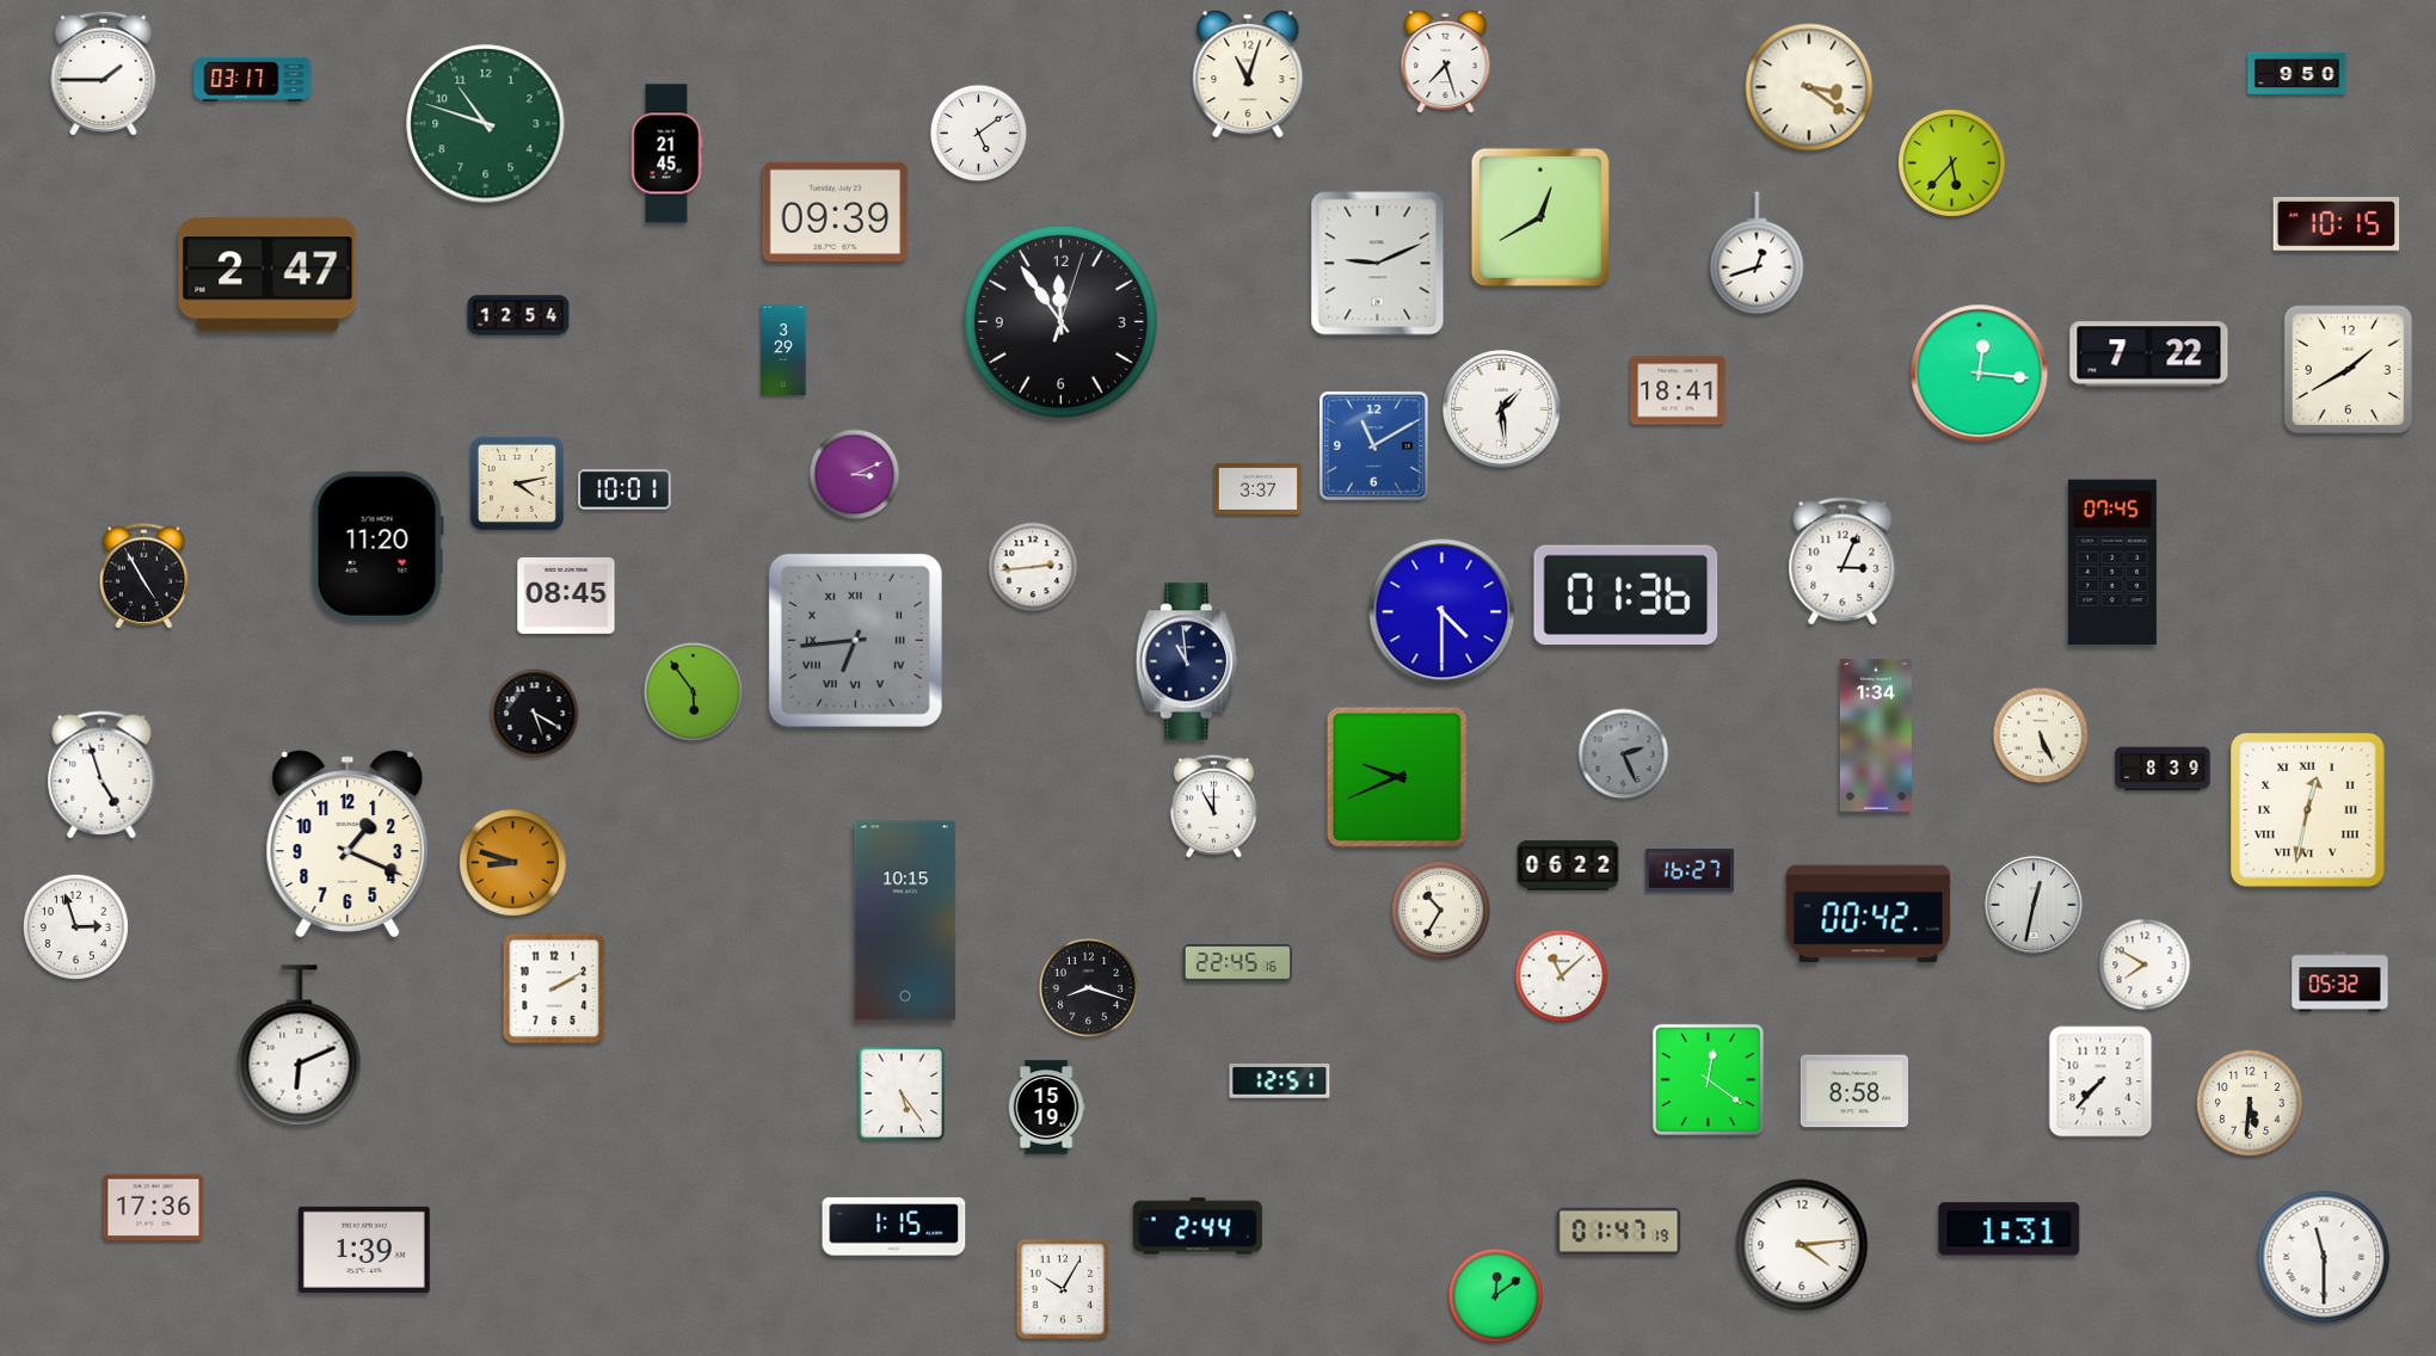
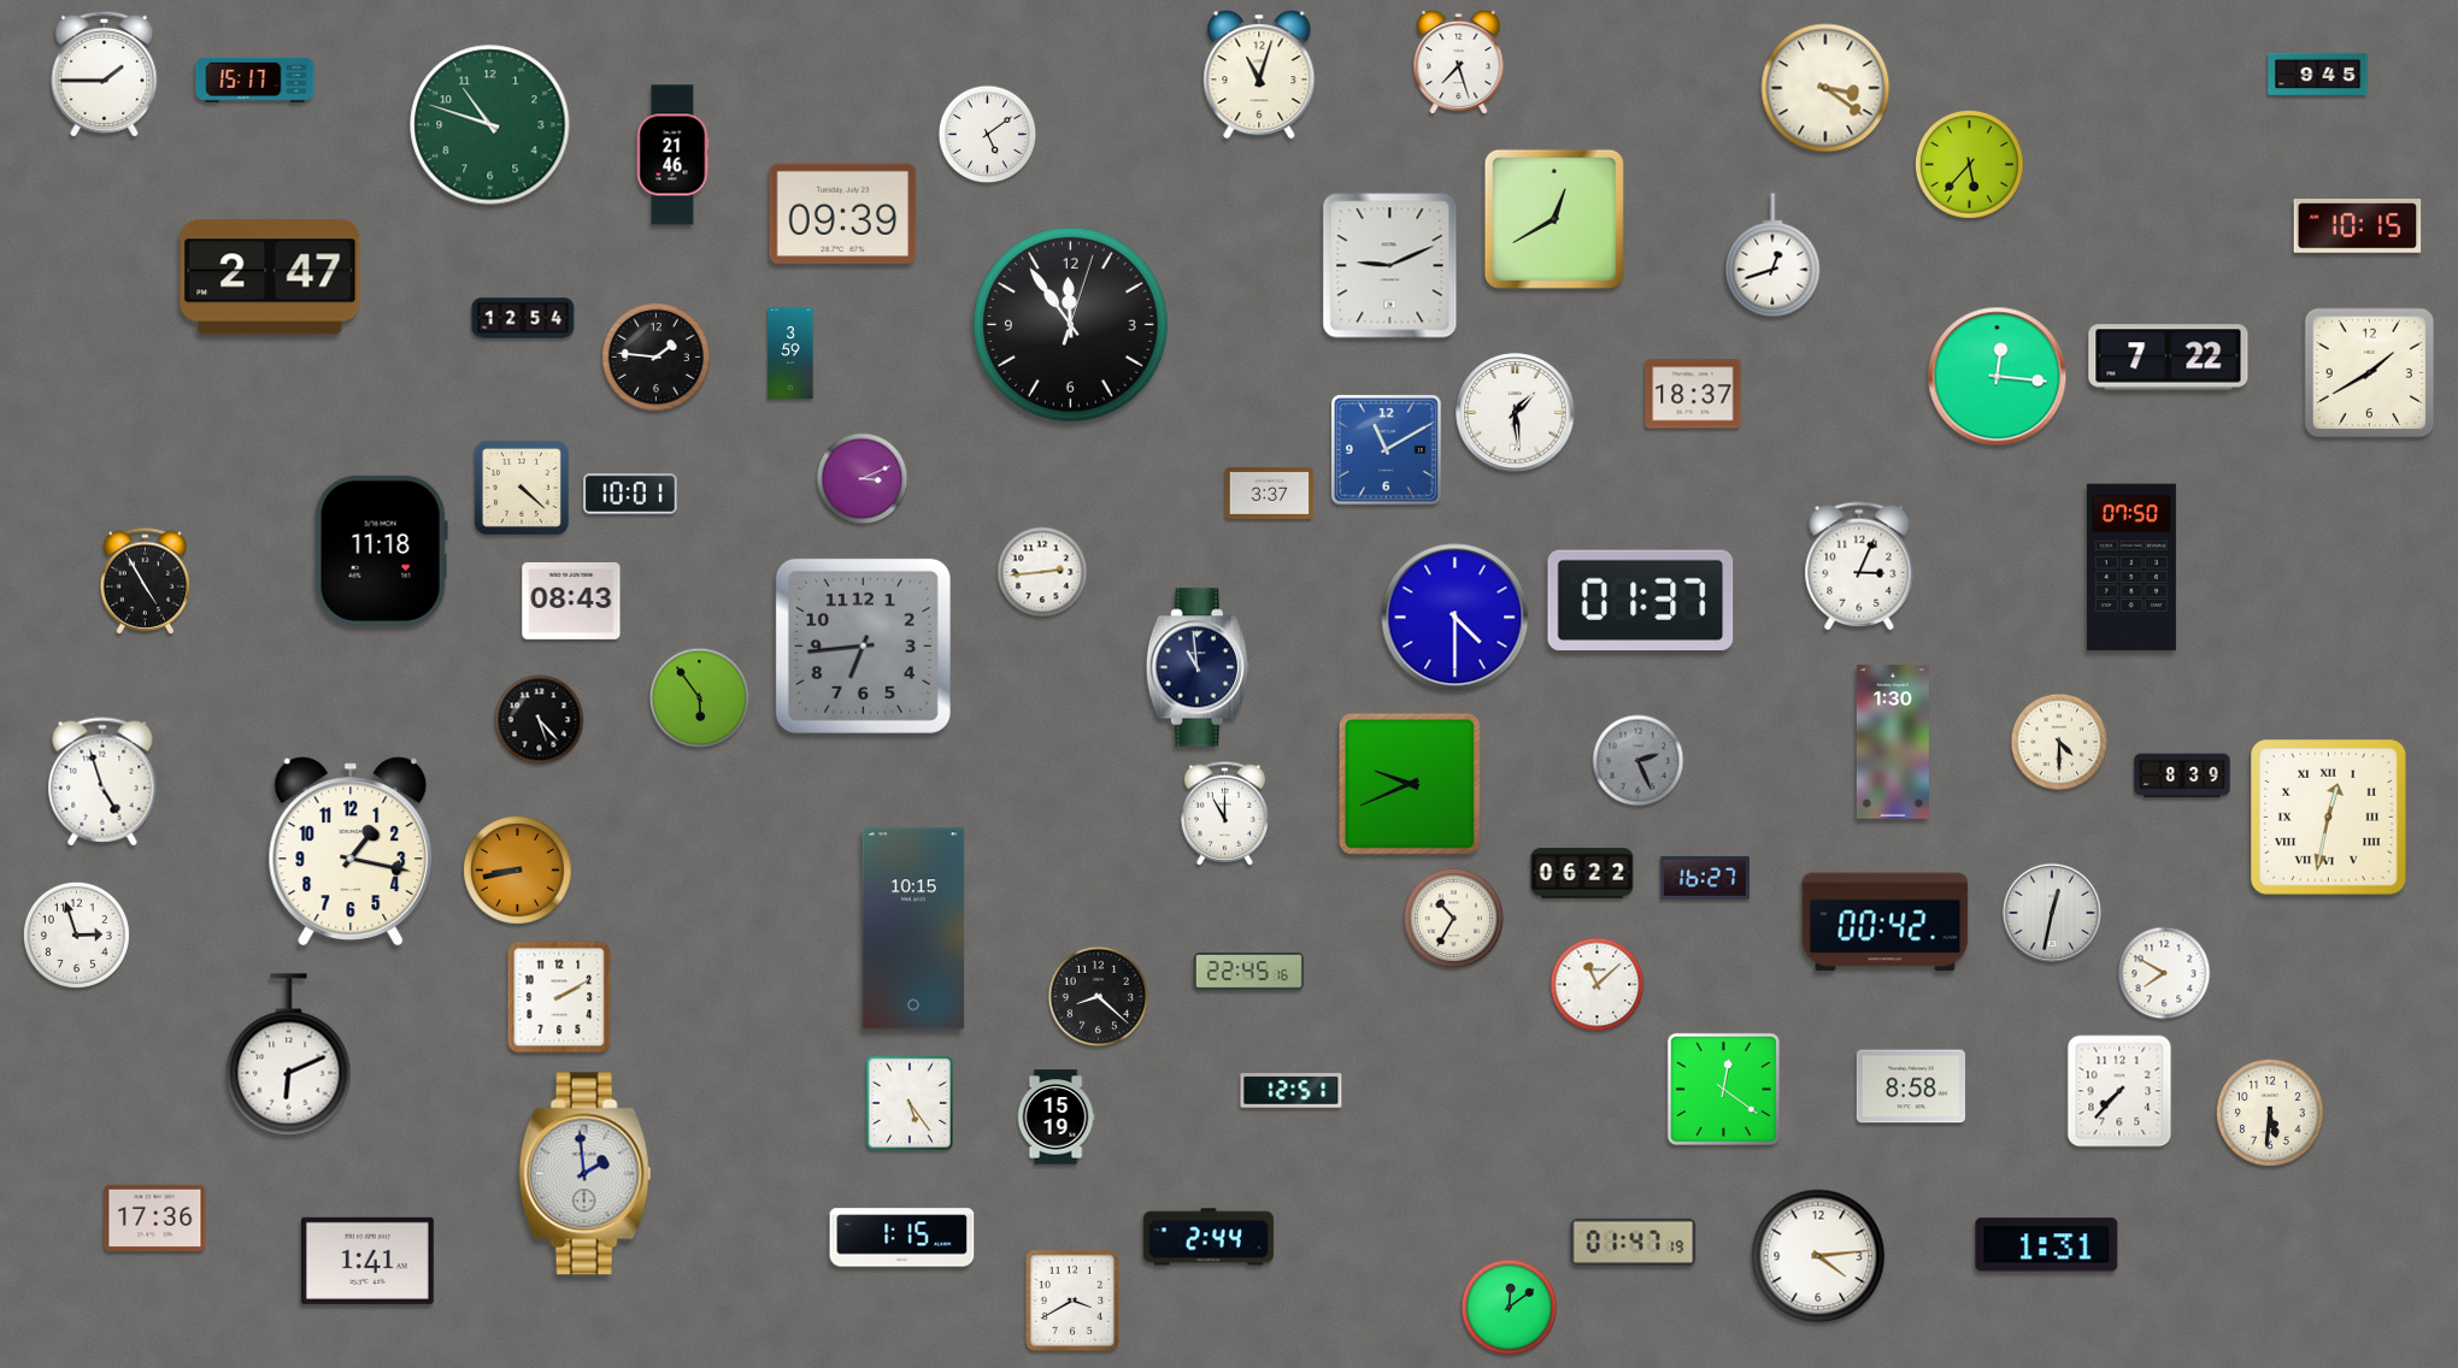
clock at (2297, 74): 9:50 -> 9:45
clock at (253, 79): 03:17 -> 15:17
clock at (668, 154): 21:45 -> 21:46
clock at (783, 350): 3:29 -> 3:59
clock at (655, 356): none -> 1:46
clock at (1678, 390): 18:41 -> 18:37
clock at (517, 483): 4:13 -> 4:22
clock at (377, 546): 11:20 -> 11:18
clock at (2112, 562): 07:45 -> 07:50
clock at (566, 596): 08:45 -> 08:43
clock at (1626, 596): 01:36 -> 01:37
clock at (855, 640) numerals: Roman -> Arabic
clock at (535, 714): 5:20 -> 5:23
clock at (1876, 735): 1:34 -> 1:30
clock at (2041, 735): 5:26 -> 4:30
clock at (347, 844): 1:19 -> 1:17
clock at (512, 862): 8:48 -> 8:43
clock at (1562, 976) position: (1562, 976) -> (1598, 985)
clock at (2340, 982): 05:32 -> none
clock at (1089, 988): 8:18 -> 8:22
clock at (300, 1046) position: (300, 1046) -> (289, 1055)
clock at (1853, 1091) position: (1853, 1091) -> (1910, 1086)
clock at (586, 1174): none -> 1:59
clock at (2010, 1229) position: (2010, 1229) -> (2047, 1245)
clock at (364, 1250): 1:39 -> 1:41
clock at (2324, 1257): 11:30 -> none
clock at (1062, 1288): 10:05 -> 3:40
